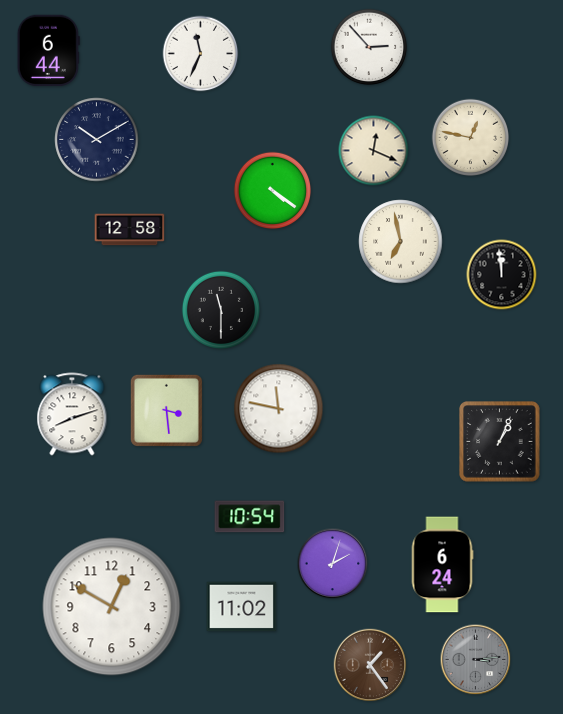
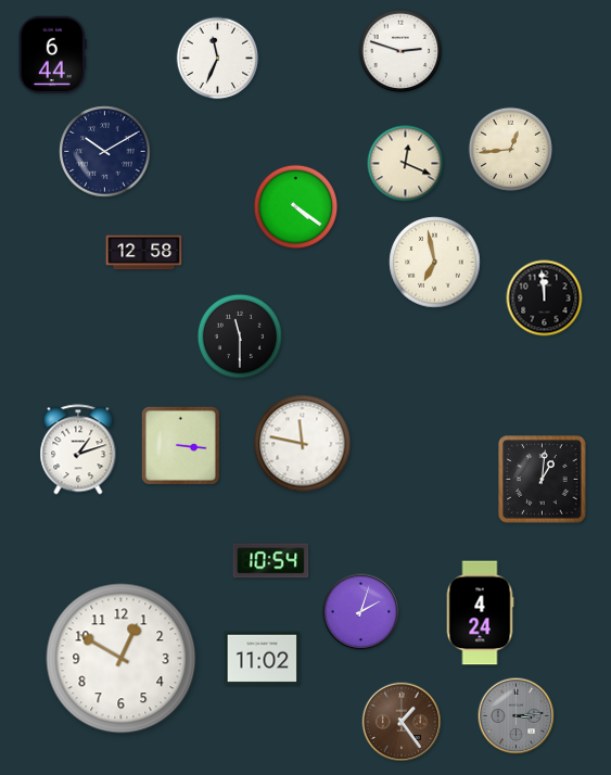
clock at (369, 47): 2:53 -> 2:48
clock at (471, 138): 12:47 -> 12:44
clock at (130, 230) position: (130, 230) -> (144, 253)
clock at (166, 410): 3:29 -> 3:16
clock at (72, 414): 8:12 -> 1:12
clock at (500, 442): 1:04 -> 1:01
clock at (442, 565): 6:24 -> 4:24
